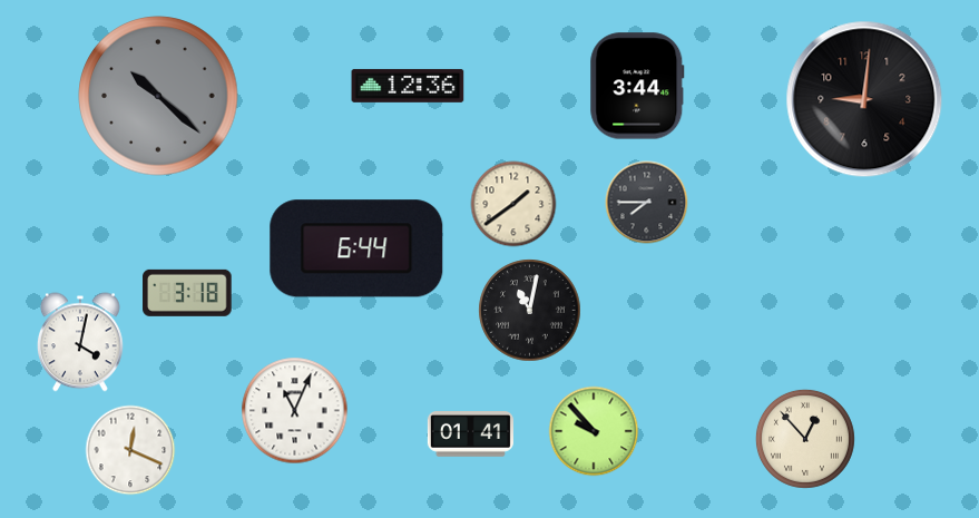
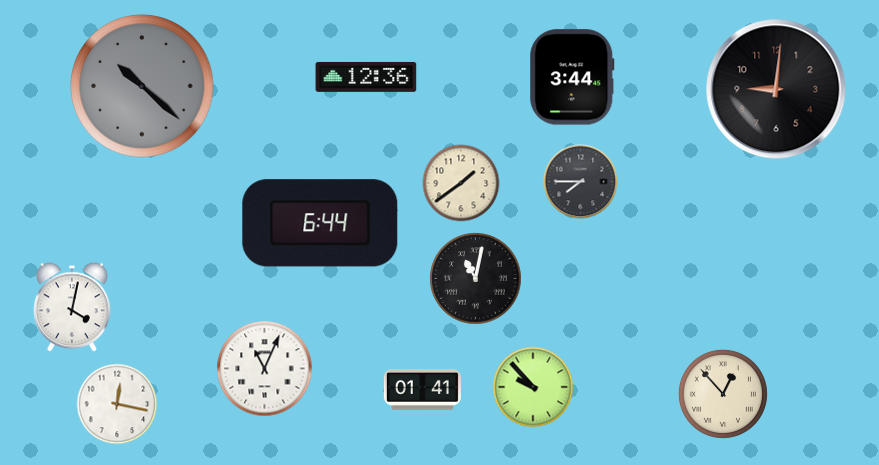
clock at (187, 293): 3:18 -> none
clock at (130, 450): 12:19 -> 12:17
